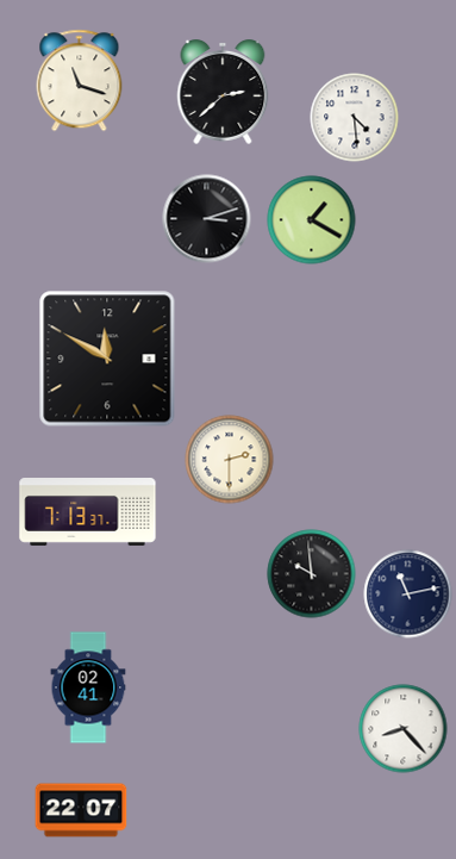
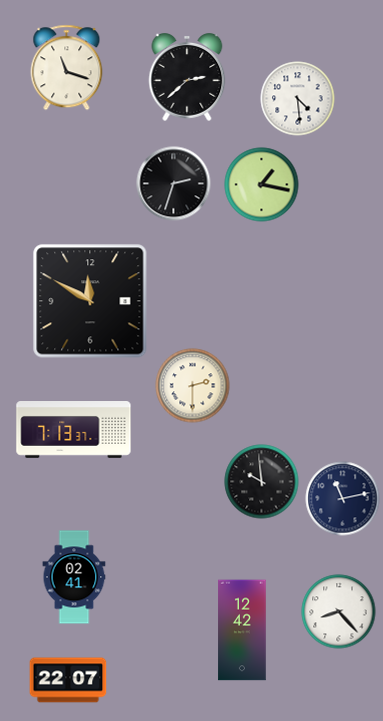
clock at (207, 219): 3:12 -> 2:33
clock at (312, 220): 1:20 -> 1:17
clock at (242, 630): none -> 12:42
